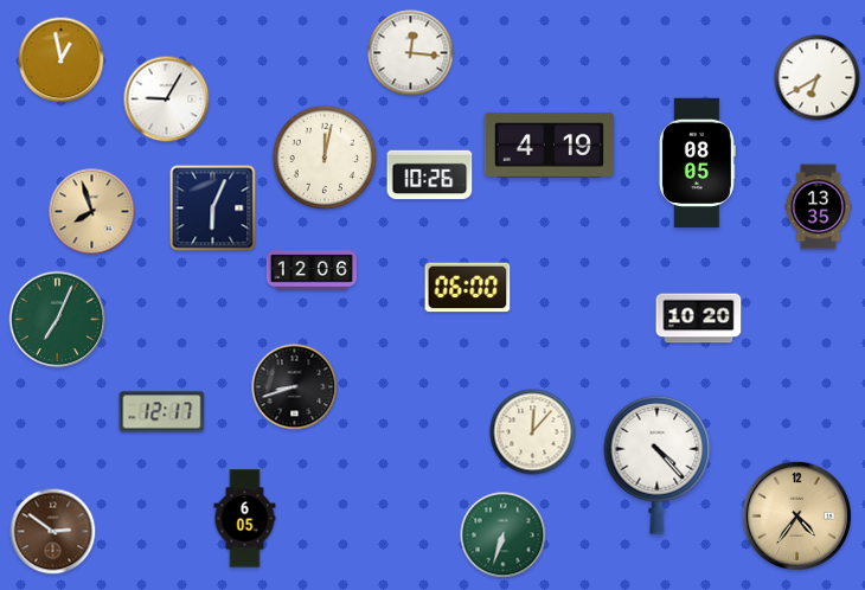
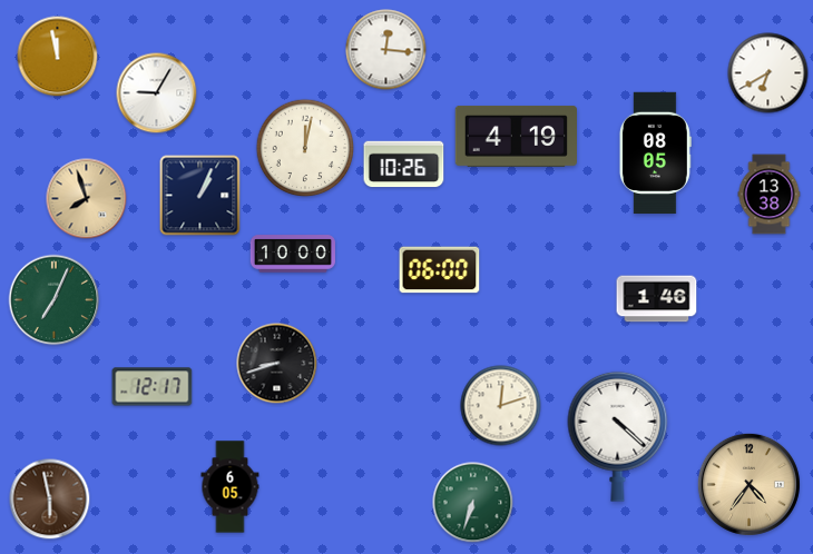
clock at (62, 60): 12:58 -> 11:58
clock at (819, 207): 13:35 -> 13:38
clock at (213, 209): 6:04 -> 1:04
clock at (312, 270): 12:06 -> 10:00
clock at (699, 319): 10:20 -> 1:46
clock at (533, 432): 12:07 -> 12:12
clock at (658, 464): 4:23 -> 4:22
clock at (53, 532): 2:51 -> 5:58
